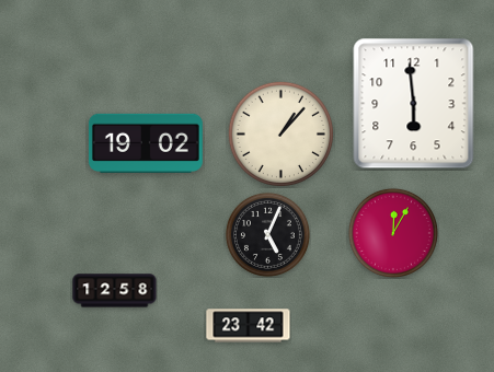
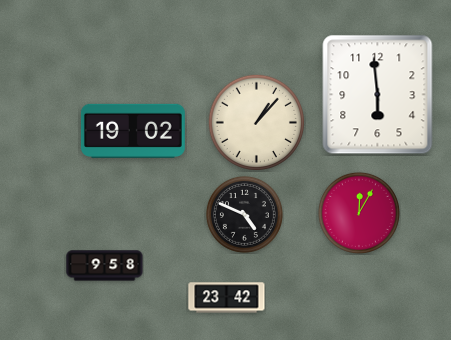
clock at (267, 234): 5:04 -> 4:49
clock at (115, 291): 12:58 -> 9:58
